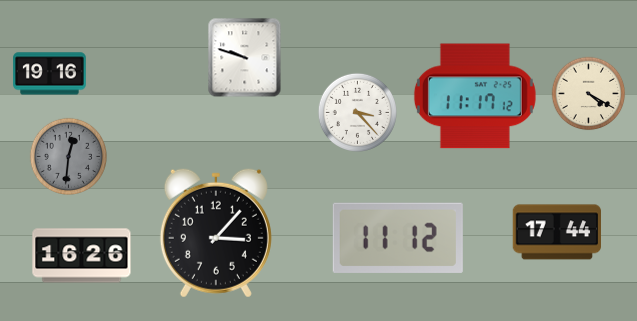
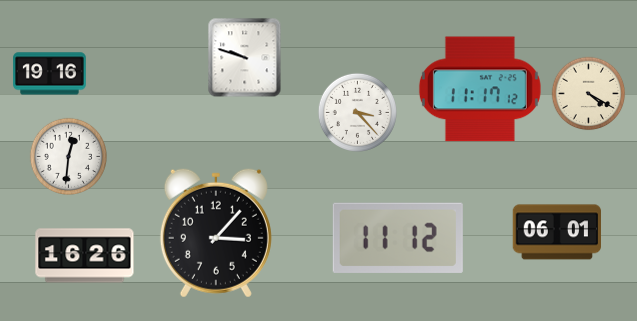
clock at (475, 96) position: (475, 96) -> (480, 89)
clock at (68, 156) dial: grey -> white
clock at (556, 232): 17:44 -> 06:01
clock at (82, 256) position: (82, 256) -> (85, 256)
